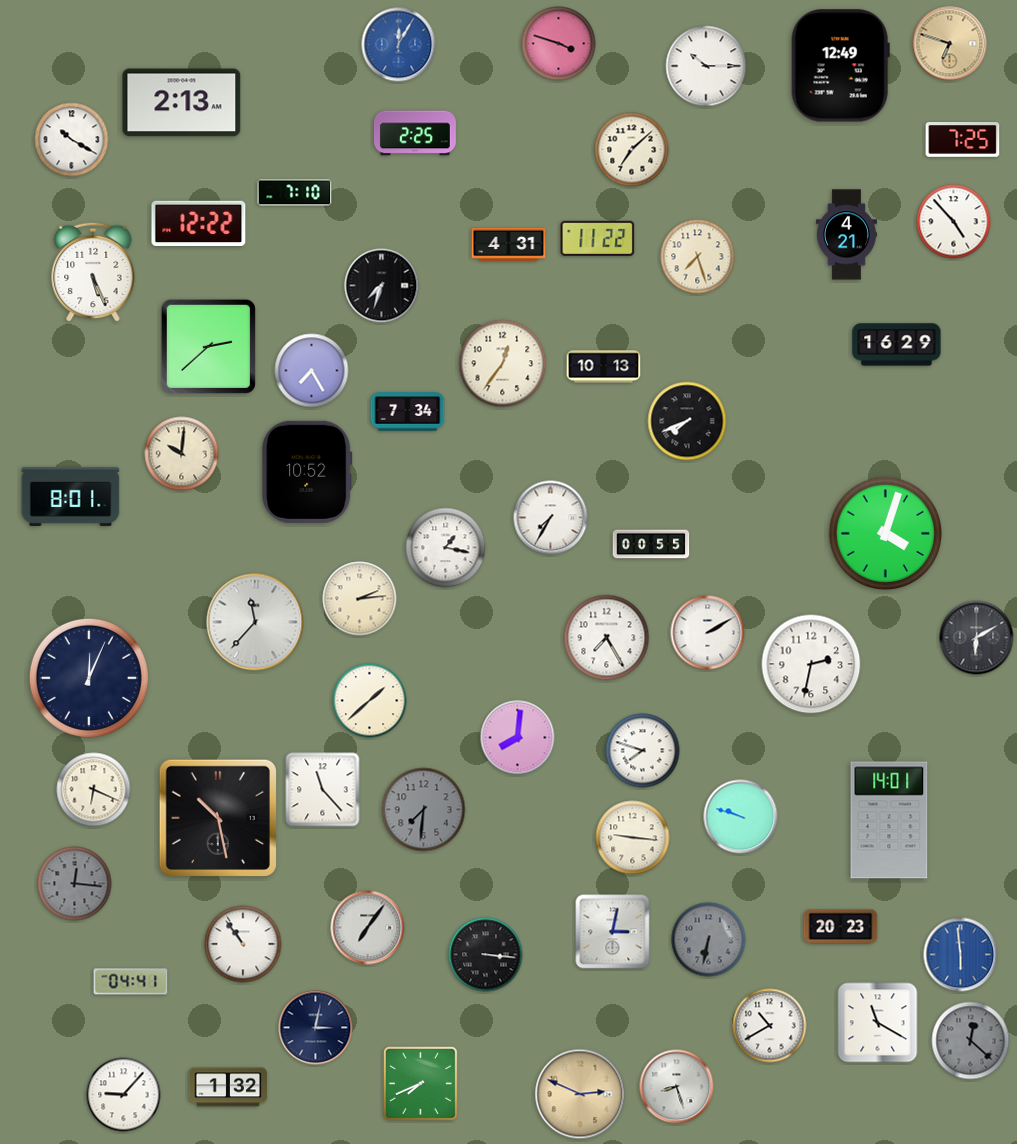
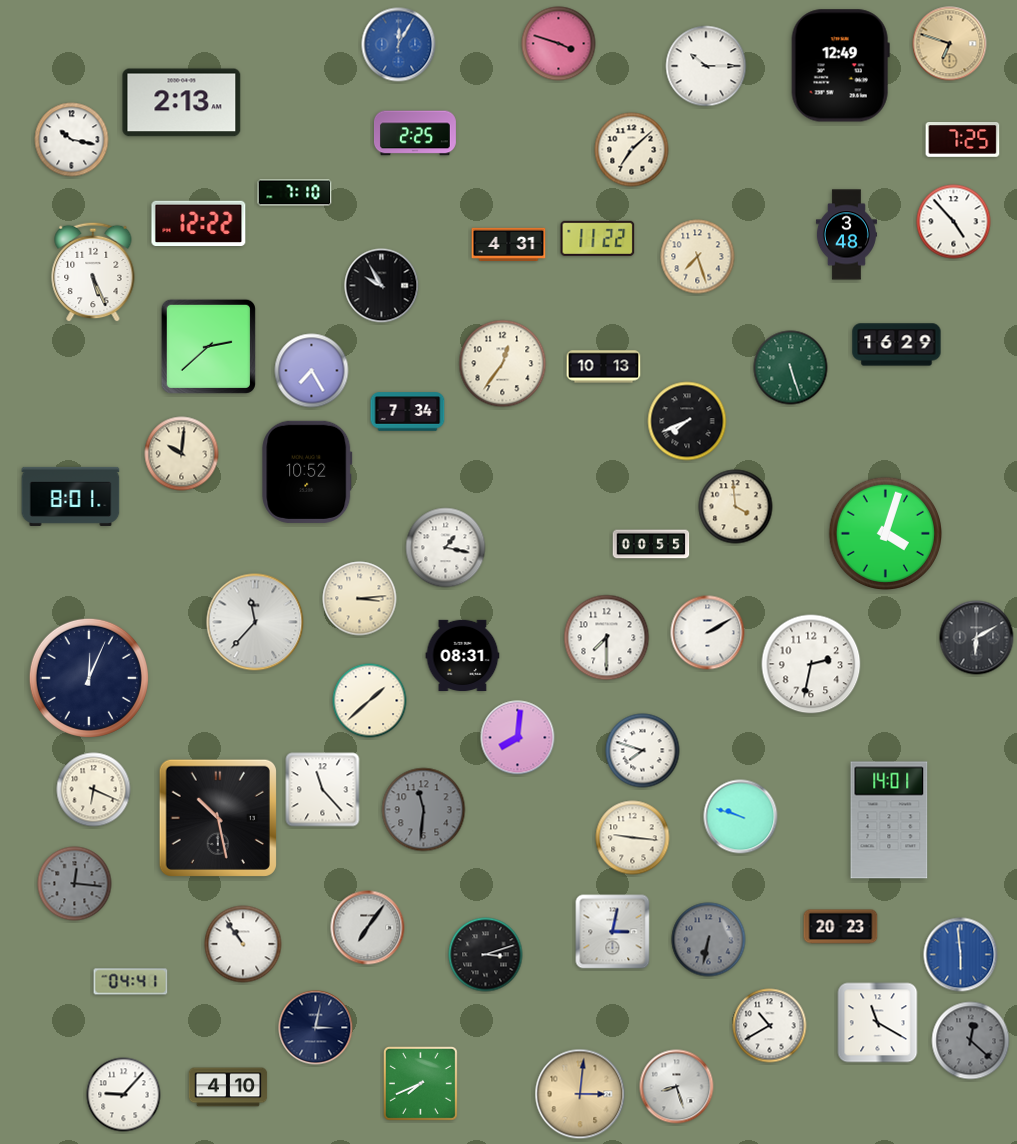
clock at (72, 140): 10:20 -> 10:17
clock at (846, 235): 4:21 -> 3:48
clock at (382, 286): 7:33 -> 9:55
clock at (791, 368): none -> 5:27
clock at (736, 507): none -> 3:59
clock at (551, 518): 7:35 -> none
clock at (360, 599): 2:14 -> 3:14
clock at (607, 638): 7:25 -> 7:30
clock at (463, 655): none -> 08:31
clock at (424, 810): 7:31 -> 11:31
clock at (486, 955): 3:16 -> 3:12
clock at (228, 1087): 1:32 -> 4:10
clock at (580, 1094): 2:49 -> 3:01
